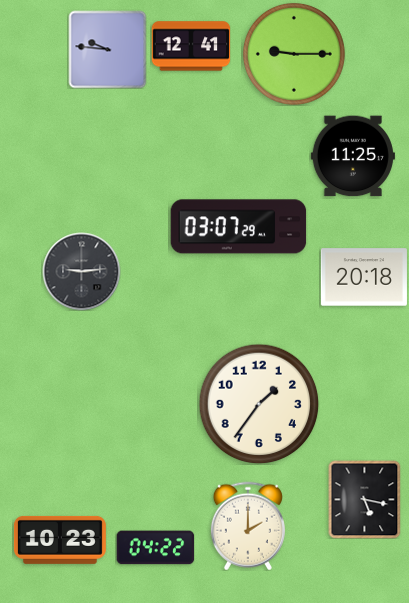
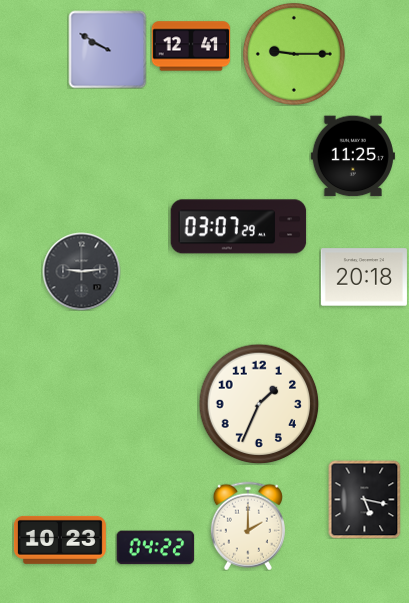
clock at (107, 49): 9:46 -> 9:50
clock at (259, 404): 1:36 -> 1:34
